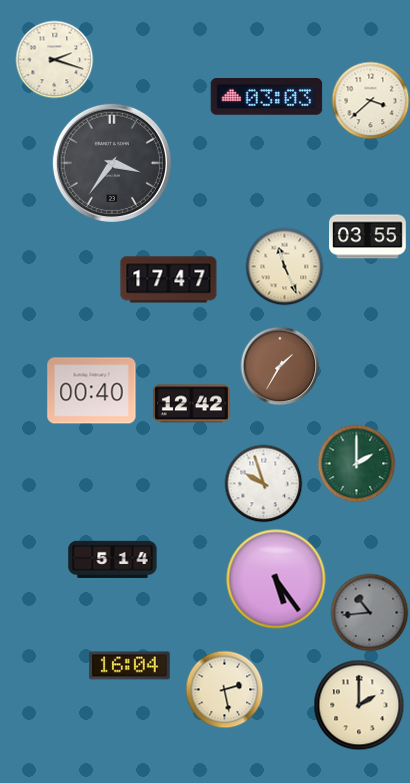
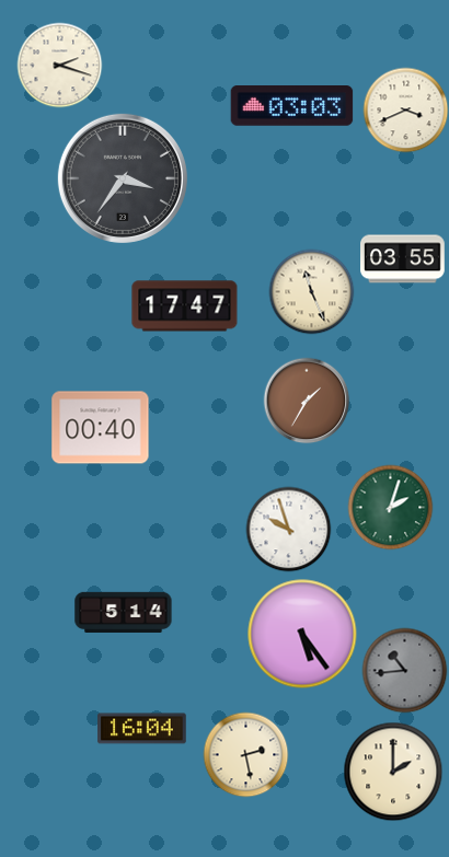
clock at (370, 100): 3:38 -> 3:41
clock at (191, 404): 12:42 -> none
clock at (356, 463): 2:00 -> 2:03
